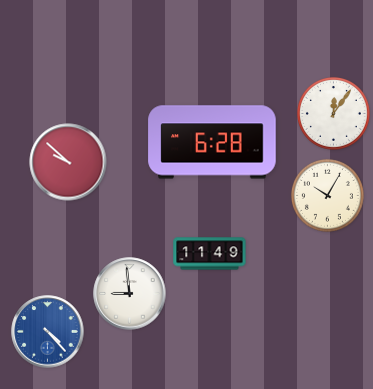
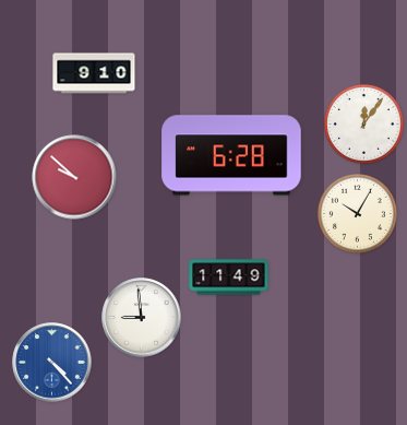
clock at (94, 73): none -> 9:10
clock at (130, 294) position: (130, 294) -> (142, 318)
